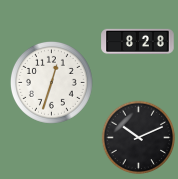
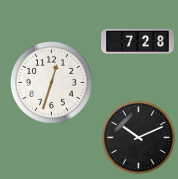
clock at (138, 42): 8:28 -> 7:28
